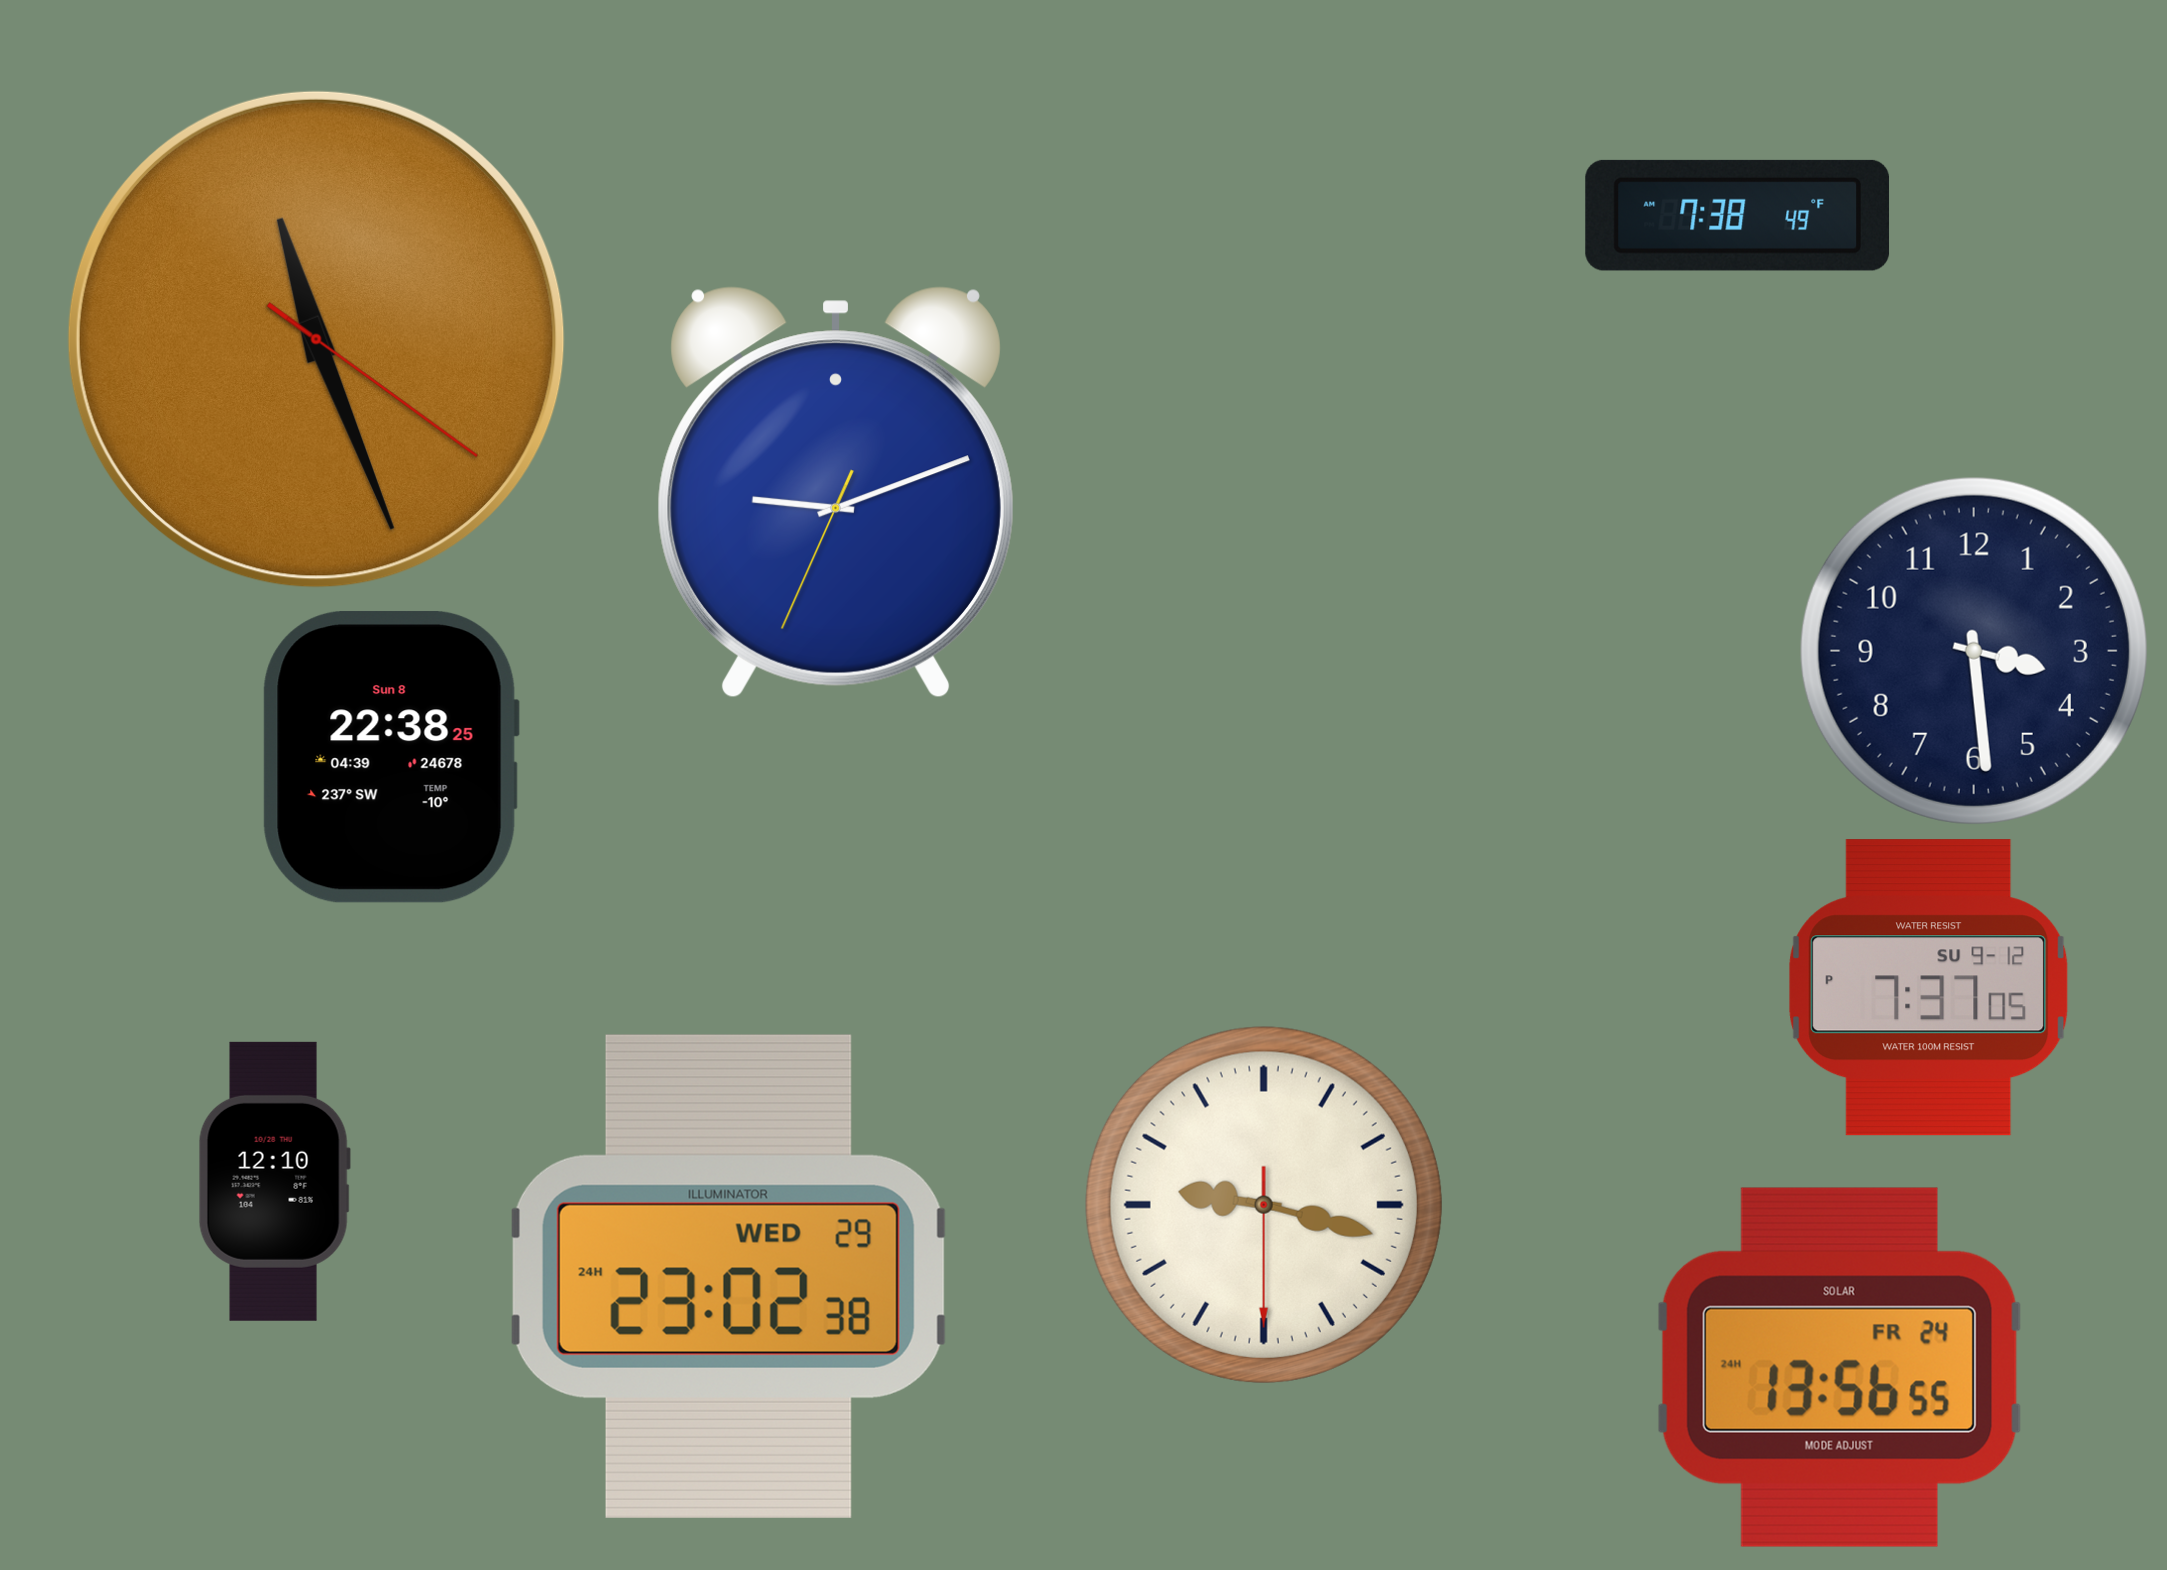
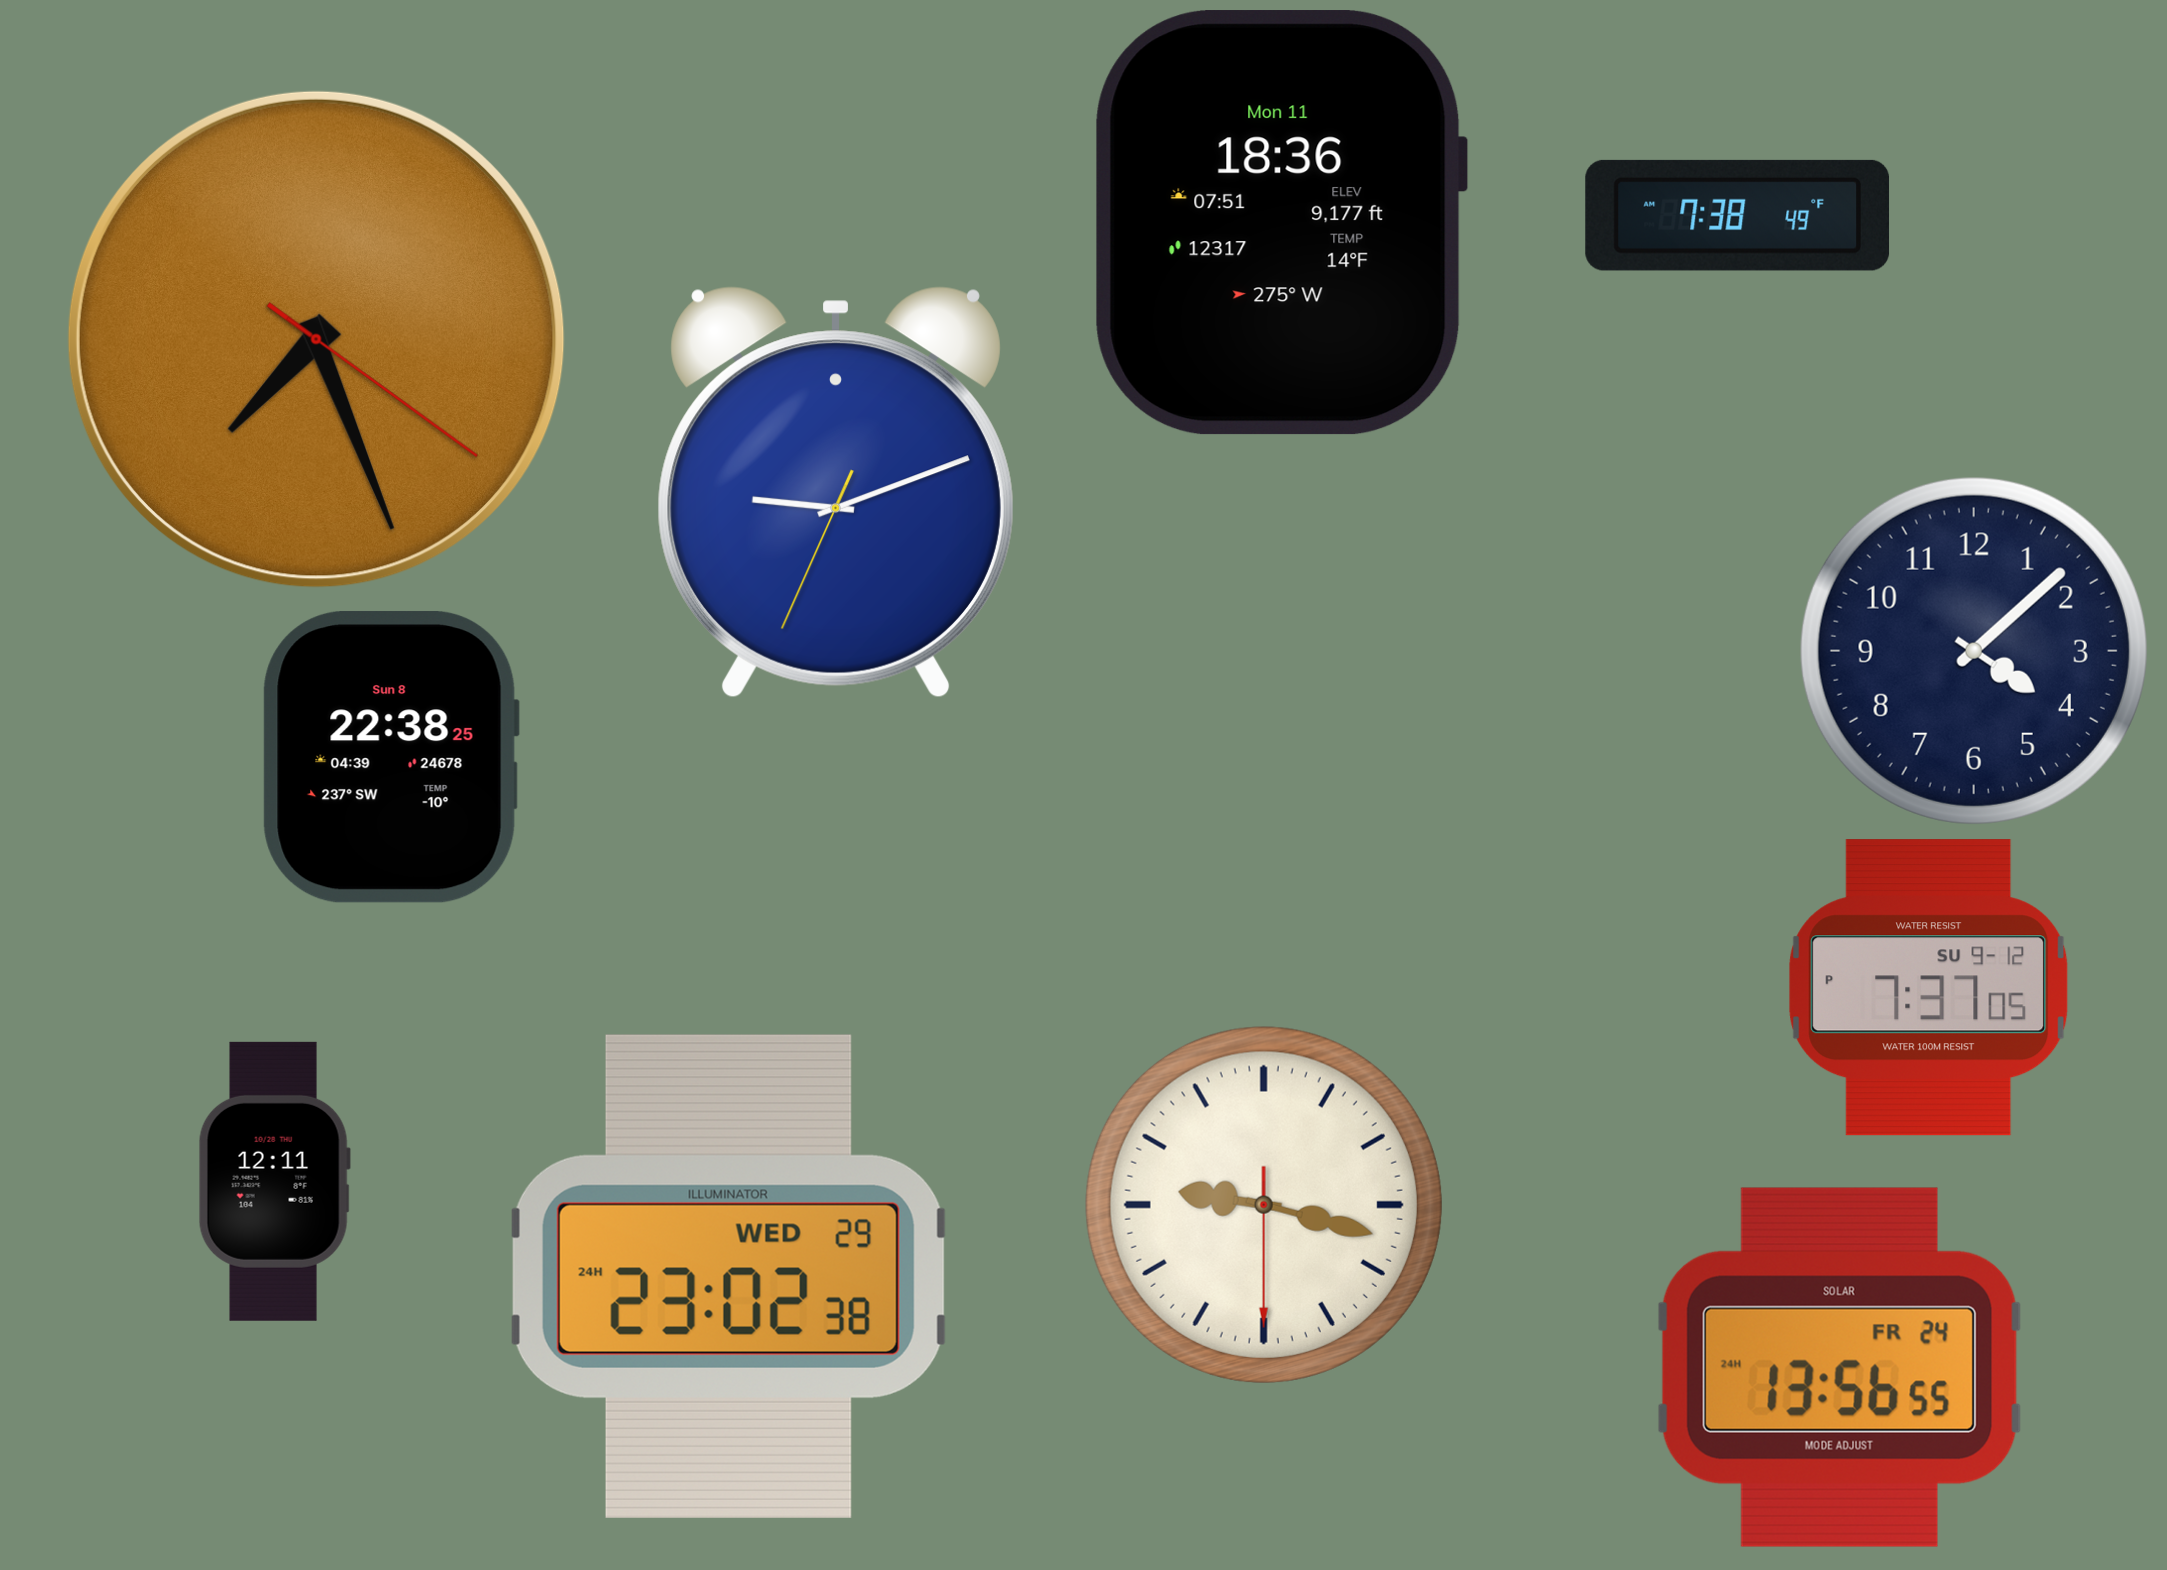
clock at (1281, 223): none -> 18:36
clock at (316, 339): 11:26 -> 7:26
clock at (1974, 651): 3:29 -> 4:08
clock at (274, 1181): 12:10 -> 12:11
